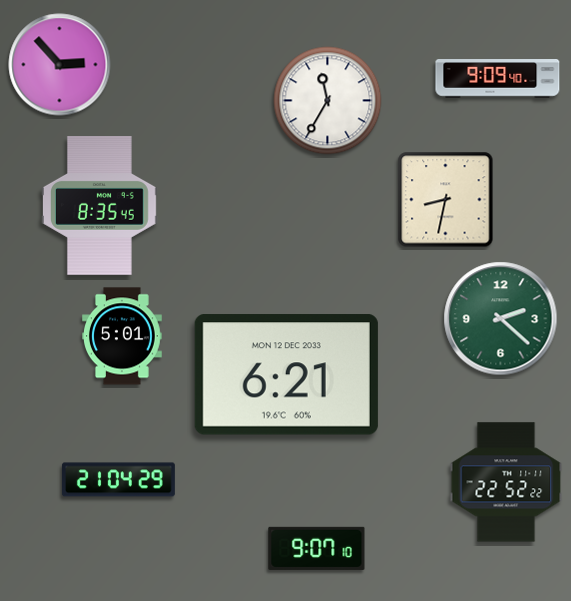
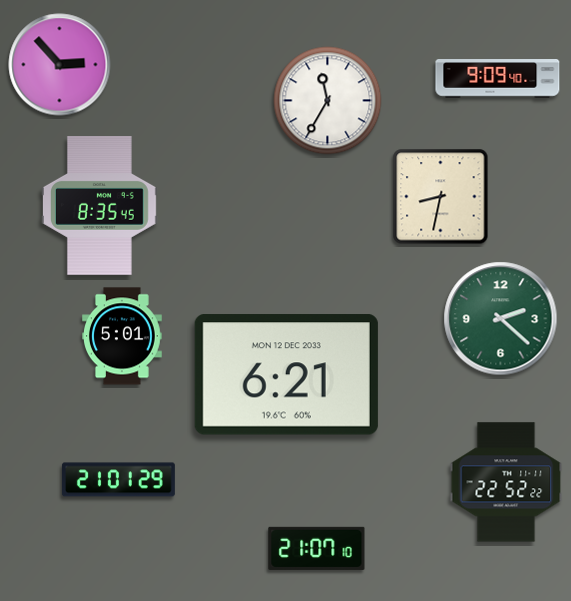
clock at (446, 200) position: (446, 200) -> (441, 197)
clock at (118, 480): 21:04 -> 21:01
clock at (317, 548): 9:07 -> 21:07
